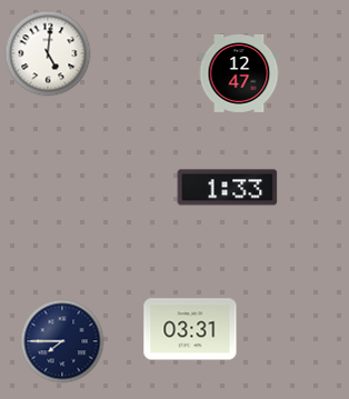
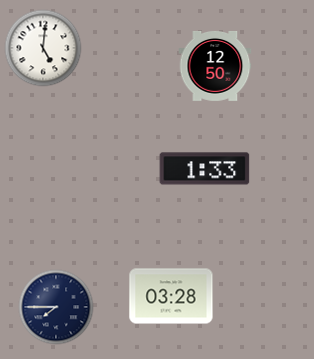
clock at (239, 73): 12:47 -> 12:50
clock at (190, 329): 03:31 -> 03:28
